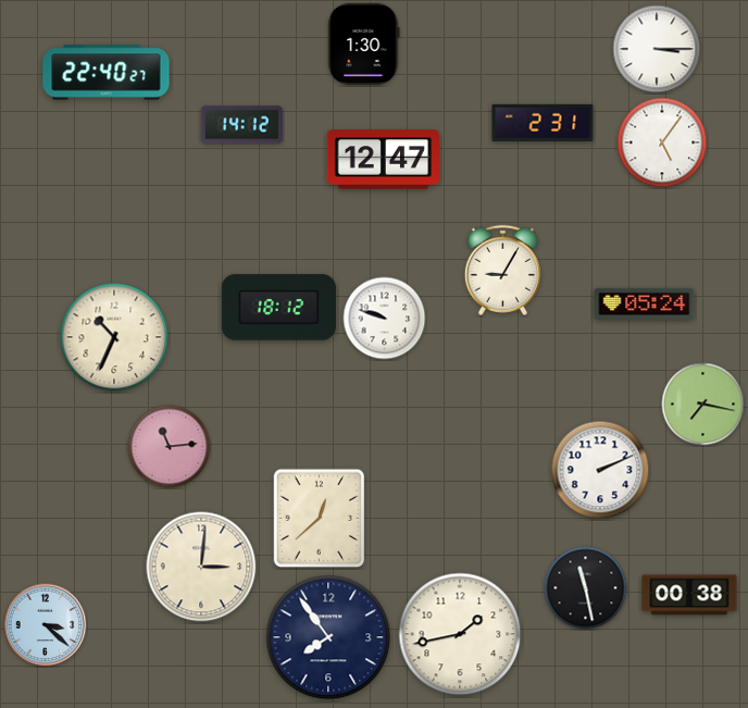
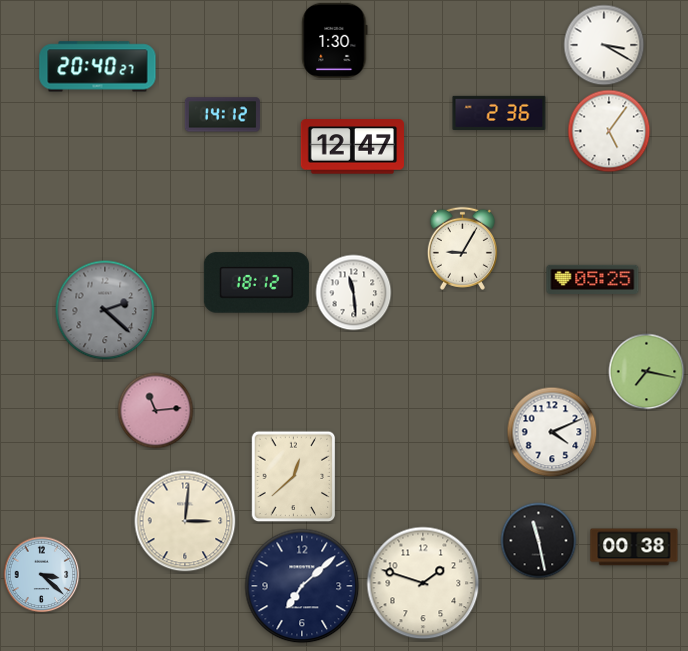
clock at (657, 49): 3:15 -> 3:20
clock at (107, 73): 22:40 -> 20:40
clock at (543, 122): 2:31 -> 2:36
clock at (645, 303): 05:24 -> 05:25
clock at (385, 319): 9:48 -> 11:29
clock at (114, 337): 10:34 -> 2:22
clock at (114, 337) dial: cream -> grey
clock at (600, 470): 2:11 -> 4:11
clock at (460, 634): 1:43 -> 1:48
clock at (328, 637): 7:54 -> 7:08
